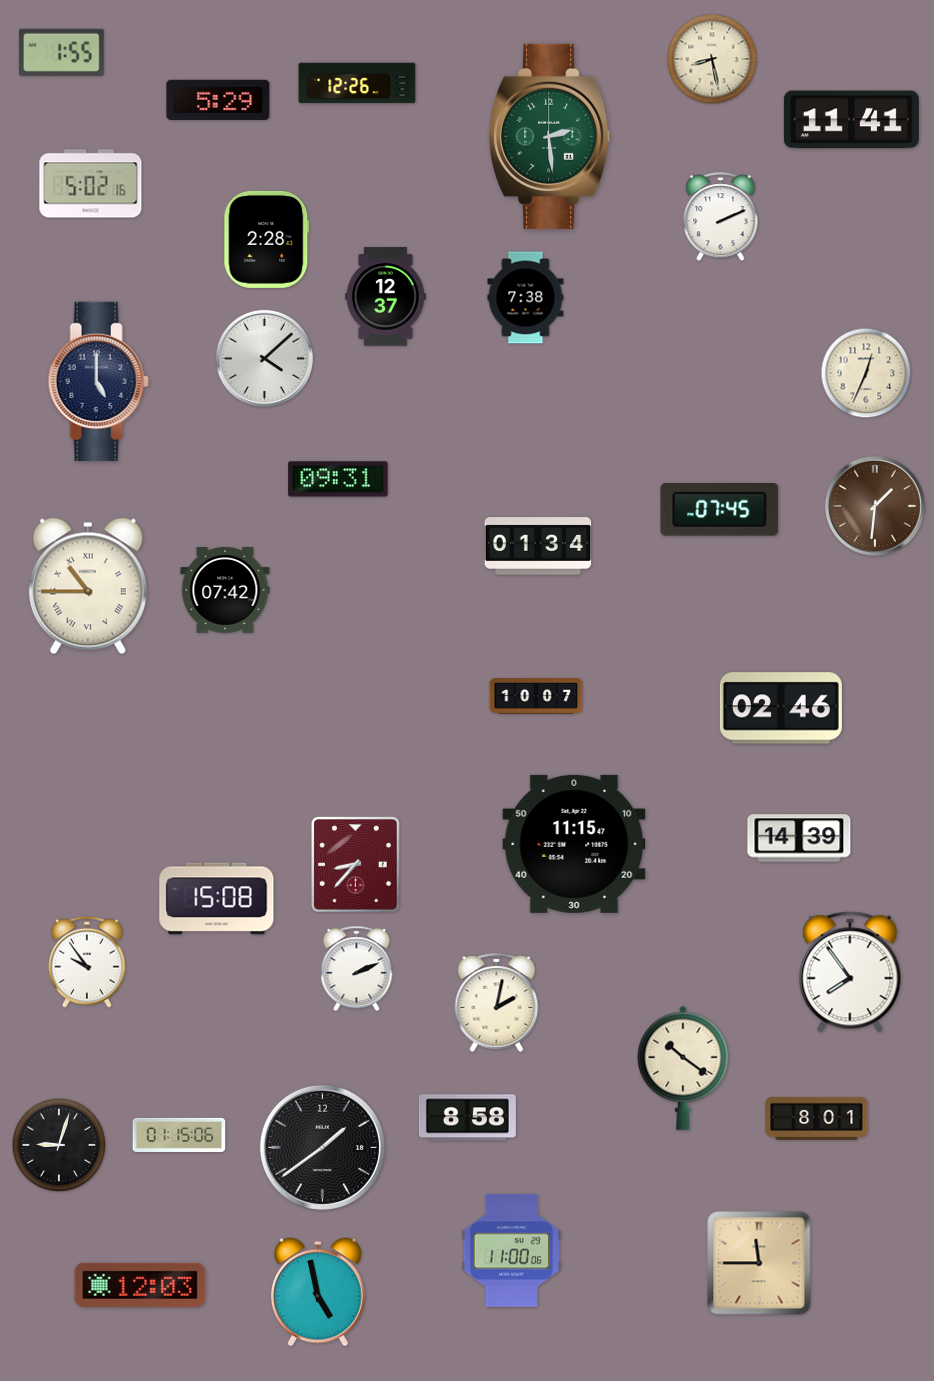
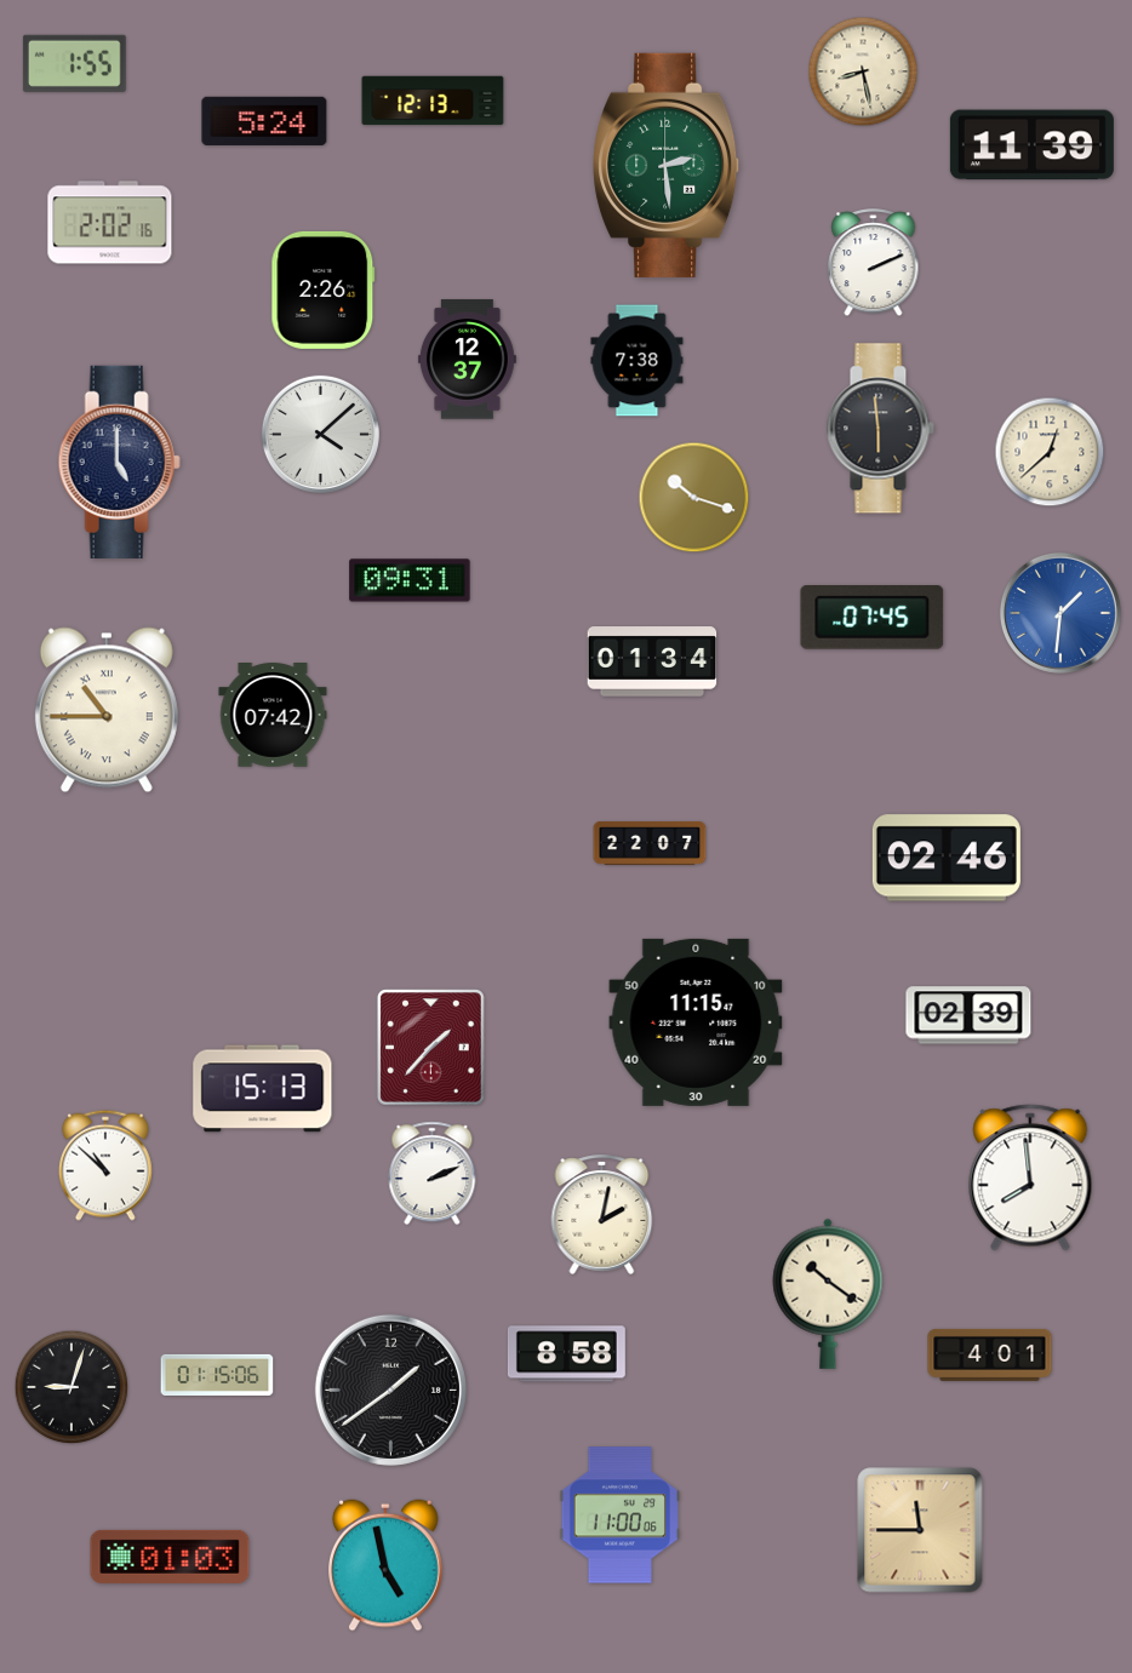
clock at (357, 83): 12:26 -> 12:13
clock at (218, 100): 5:29 -> 5:24
clock at (851, 120): 11:41 -> 11:39
clock at (91, 184): 5:02 -> 2:02
clock at (267, 239): 2:28 -> 2:26
clock at (880, 429): none -> 5:59
clock at (866, 373): 12:34 -> 12:38
clock at (694, 498): none -> 10:18
clock at (875, 506) dial: brown -> blue
clock at (536, 697): 10:07 -> 22:07
clock at (799, 838): 14:39 -> 02:39
clock at (356, 865): 8:37 -> 1:37
clock at (217, 899): 15:08 -> 15:13
clock at (88, 962): 9:54 -> 10:52
clock at (850, 972): 7:54 -> 7:59
clock at (817, 1118): 8:01 -> 4:01
clock at (140, 1285): 12:03 -> 01:03
